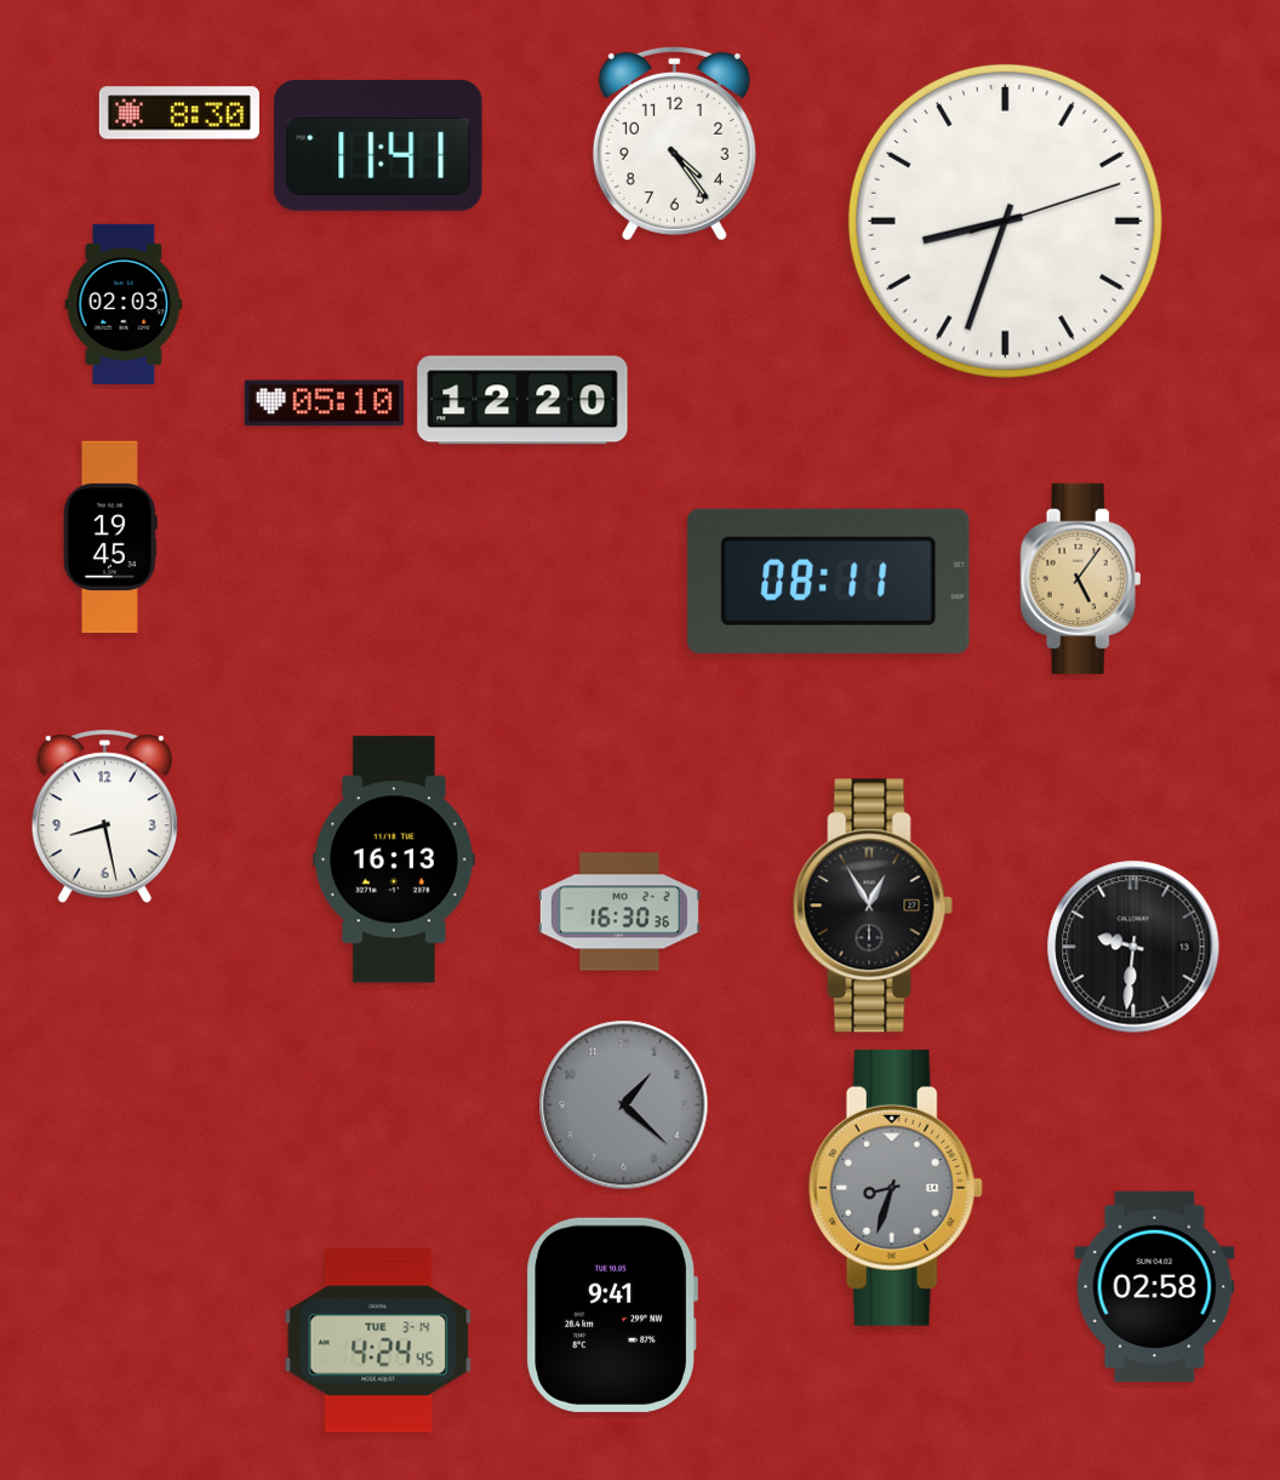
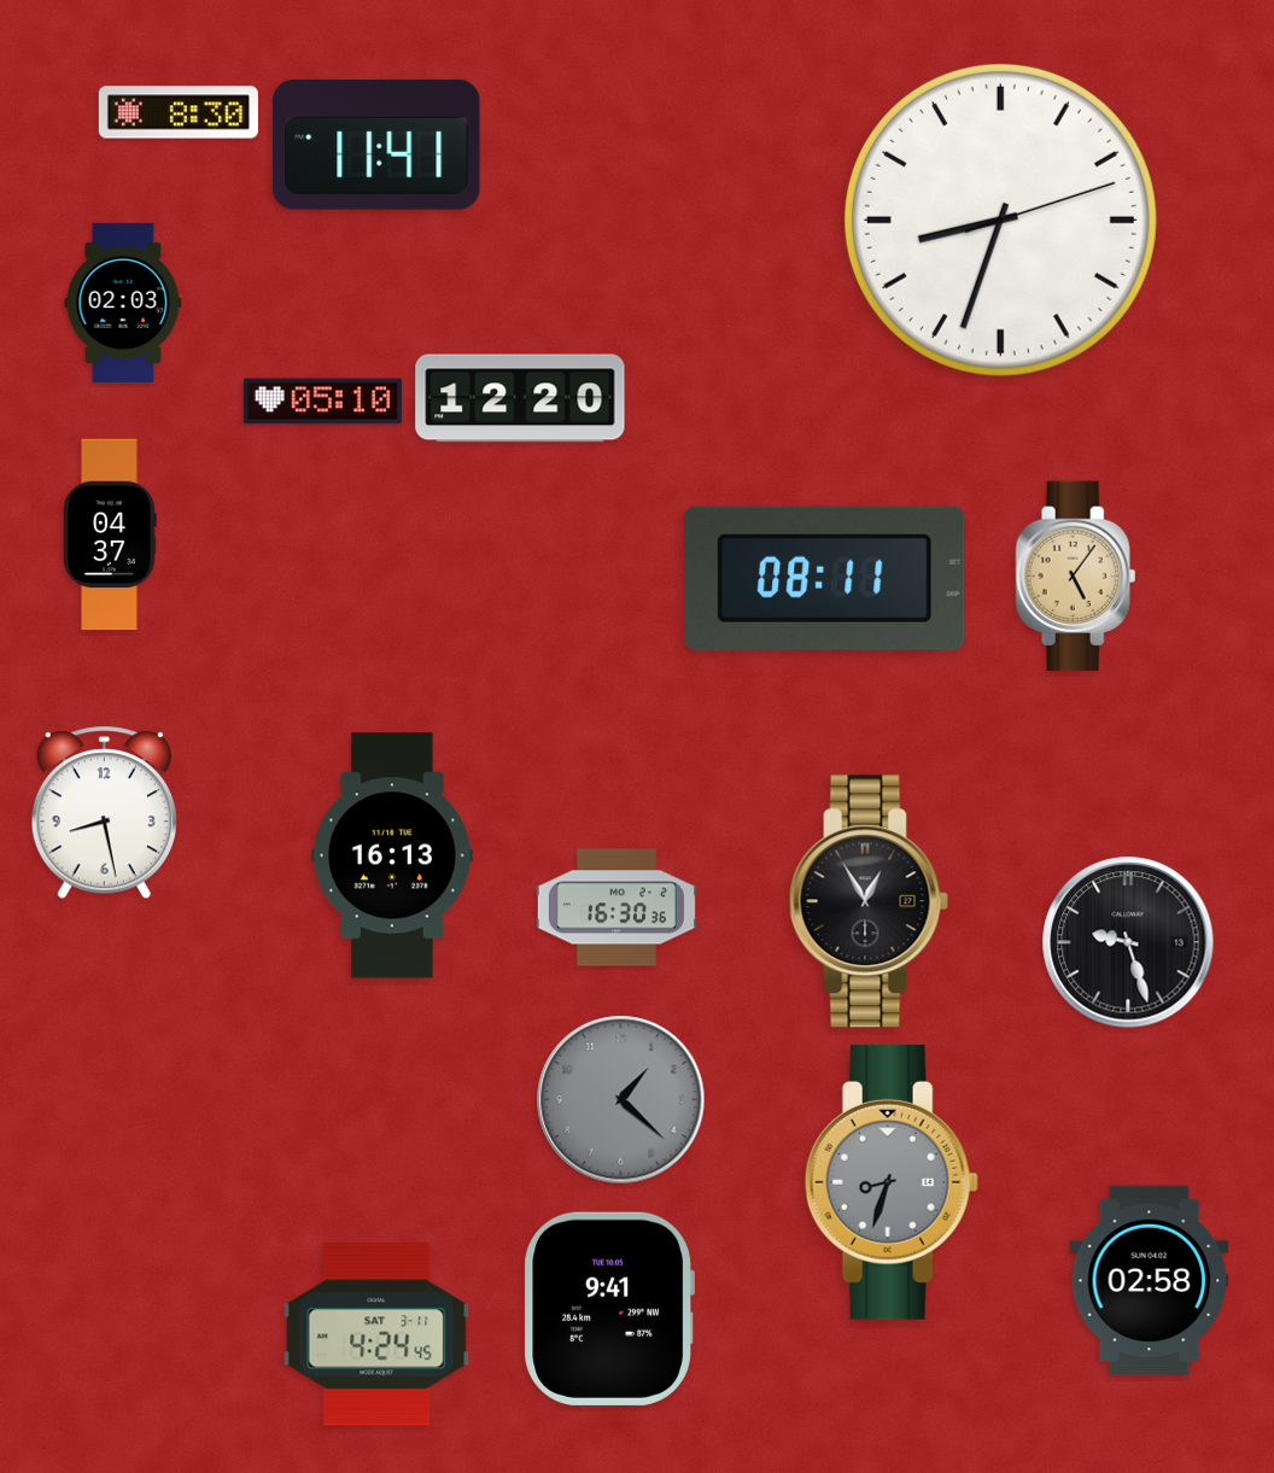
clock at (674, 143): 4:24 -> none
clock at (110, 537): 19:45 -> 04:37
clock at (1133, 947): 9:31 -> 9:27
clock at (378, 1341) date: TUE 3-14 -> SAT 3-11
